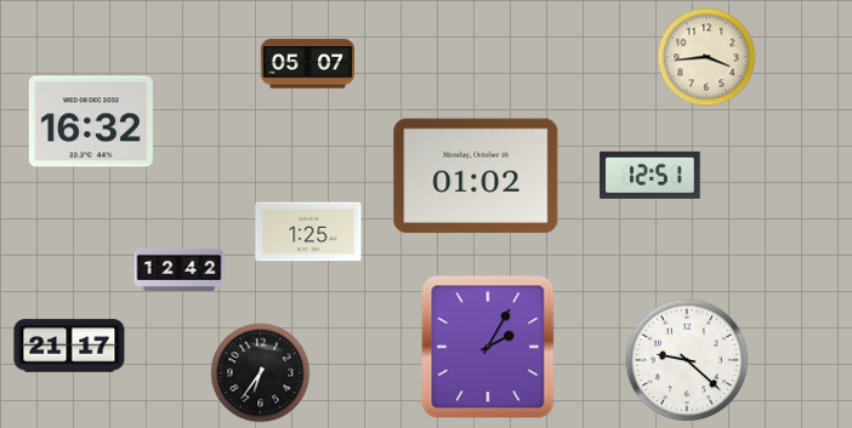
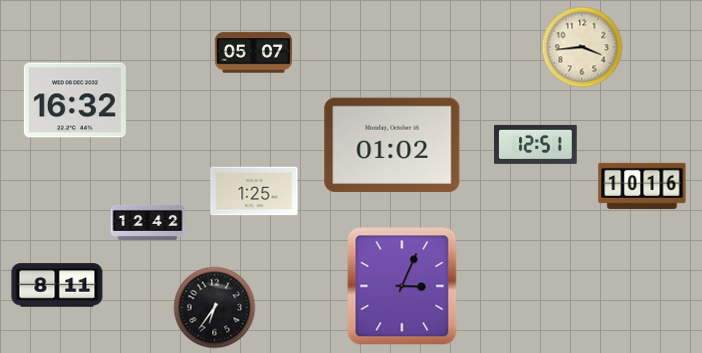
clock at (642, 186): none -> 10:16
clock at (69, 346): 21:17 -> 8:11
clock at (488, 347): 2:05 -> 3:04
clock at (687, 360): 9:22 -> none
